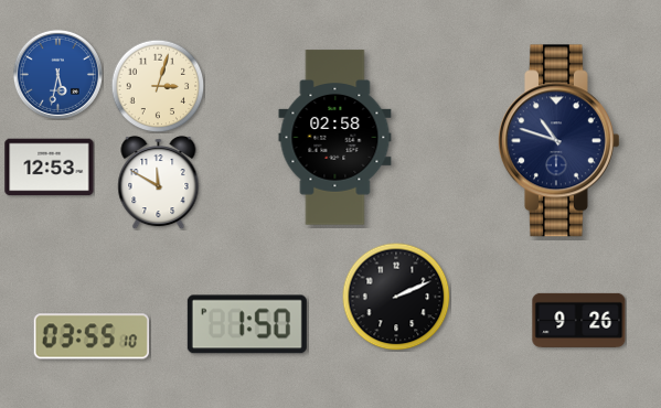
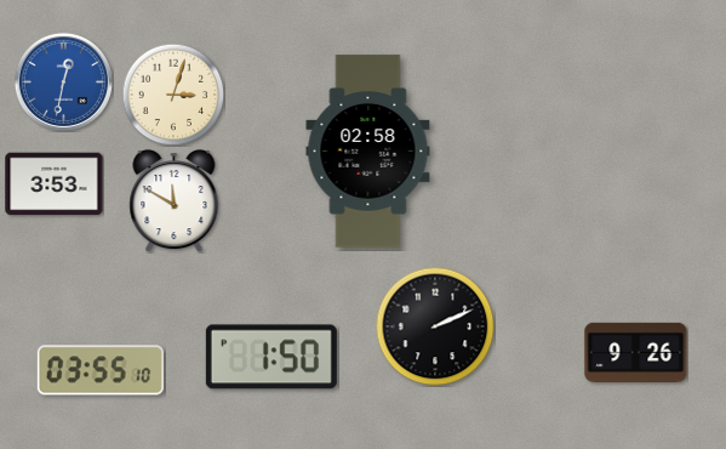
clock at (57, 74): 5:32 -> 12:32
clock at (558, 141): 10:48 -> none
clock at (50, 168): 12:53 -> 3:53
